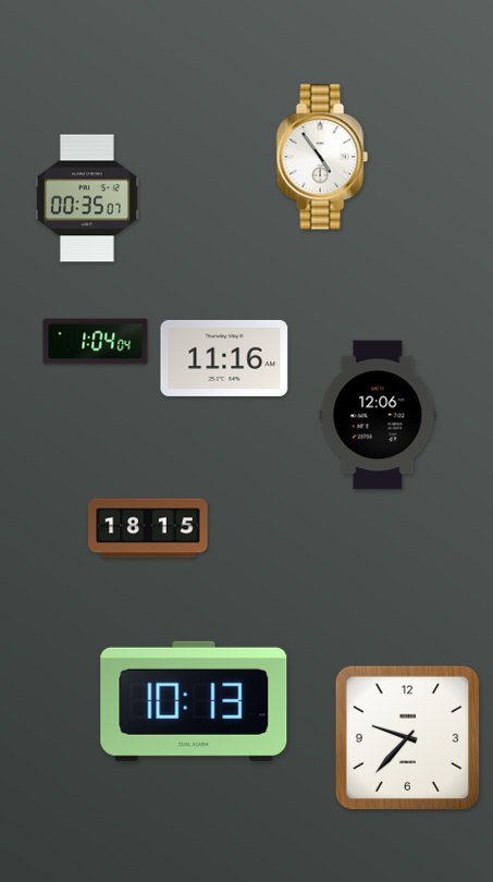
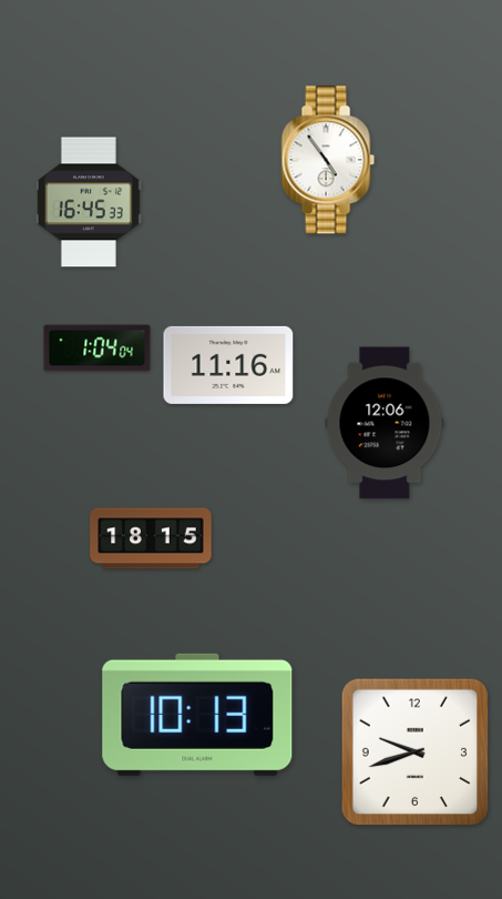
clock at (87, 198): 00:35 -> 16:45
clock at (408, 738): 9:37 -> 9:42
